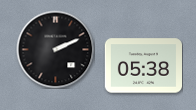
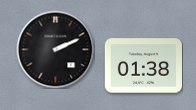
clock at (143, 66): 05:38 -> 01:38
